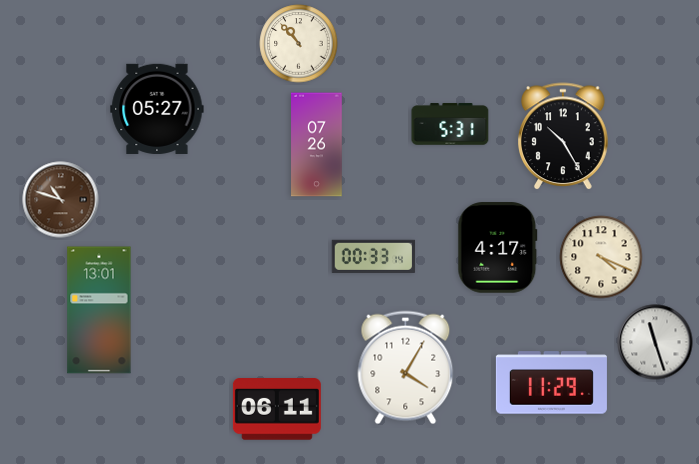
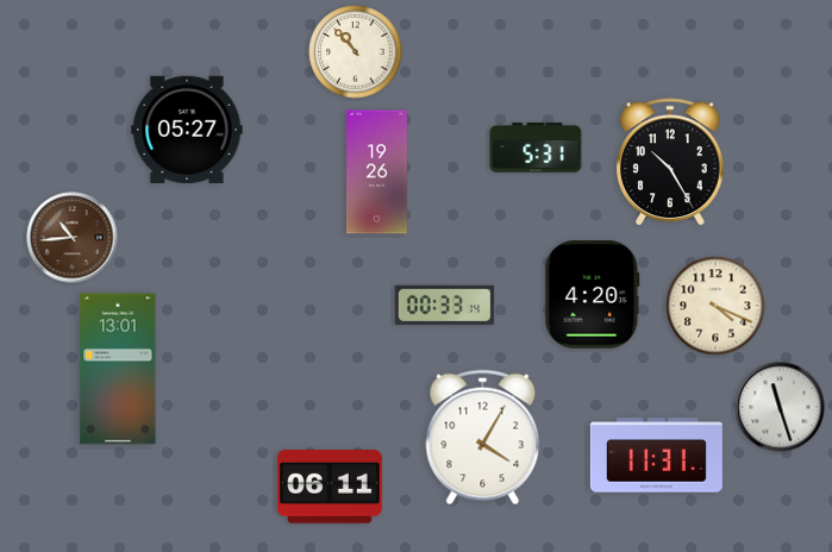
clock at (317, 145): 07:26 -> 19:26
clock at (61, 200): 10:48 -> 10:44
clock at (498, 248): 4:17 -> 4:20
clock at (551, 383): 11:29 -> 11:31
